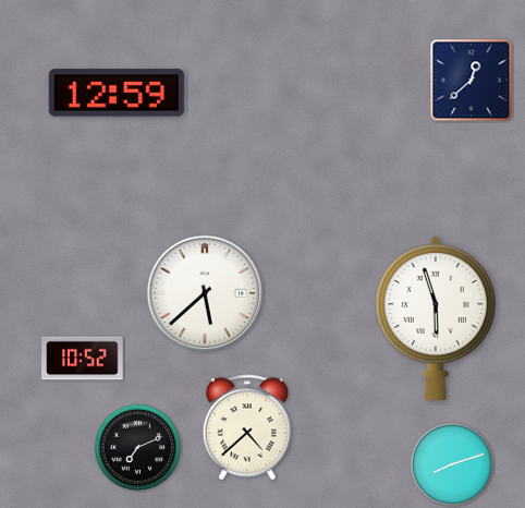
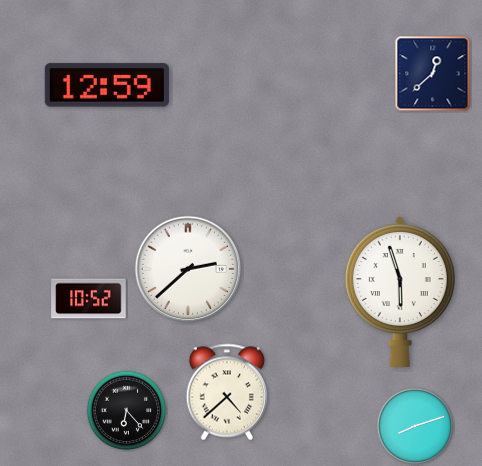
clock at (205, 293): 5:38 -> 2:38
clock at (83, 359) position: (83, 359) -> (89, 299)
clock at (138, 448): 7:11 -> 6:23
